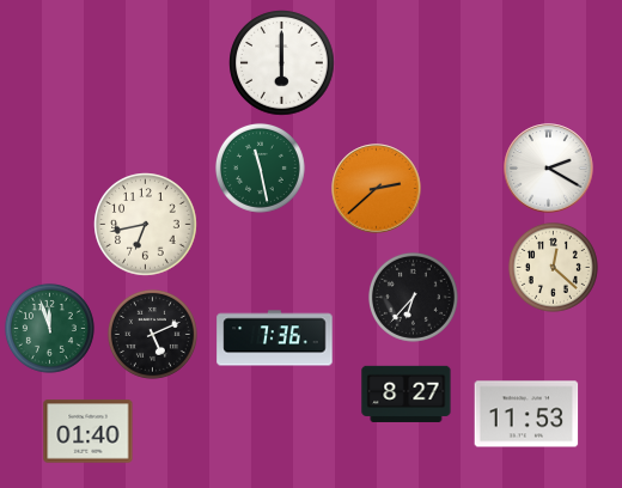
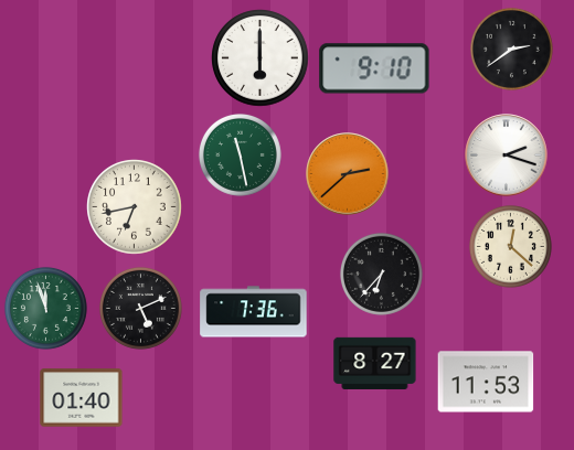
clock at (511, 49): none -> 2:39
clock at (374, 68): none -> 9:10
clock at (549, 169): 2:20 -> 2:18
clock at (49, 328) position: (49, 328) -> (45, 308)
